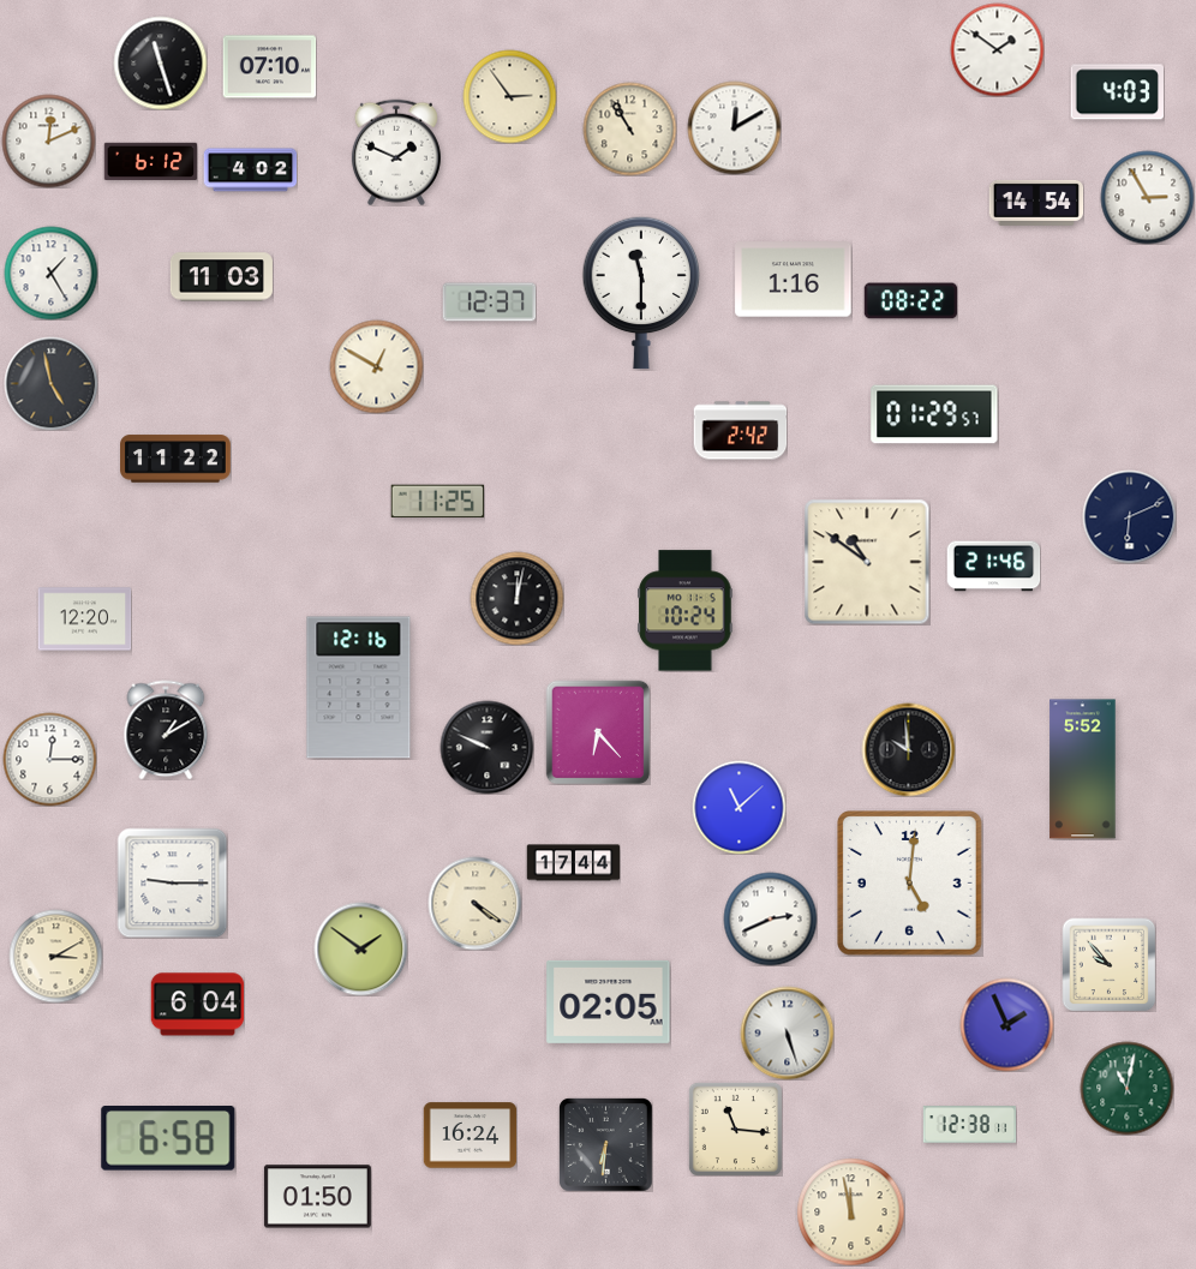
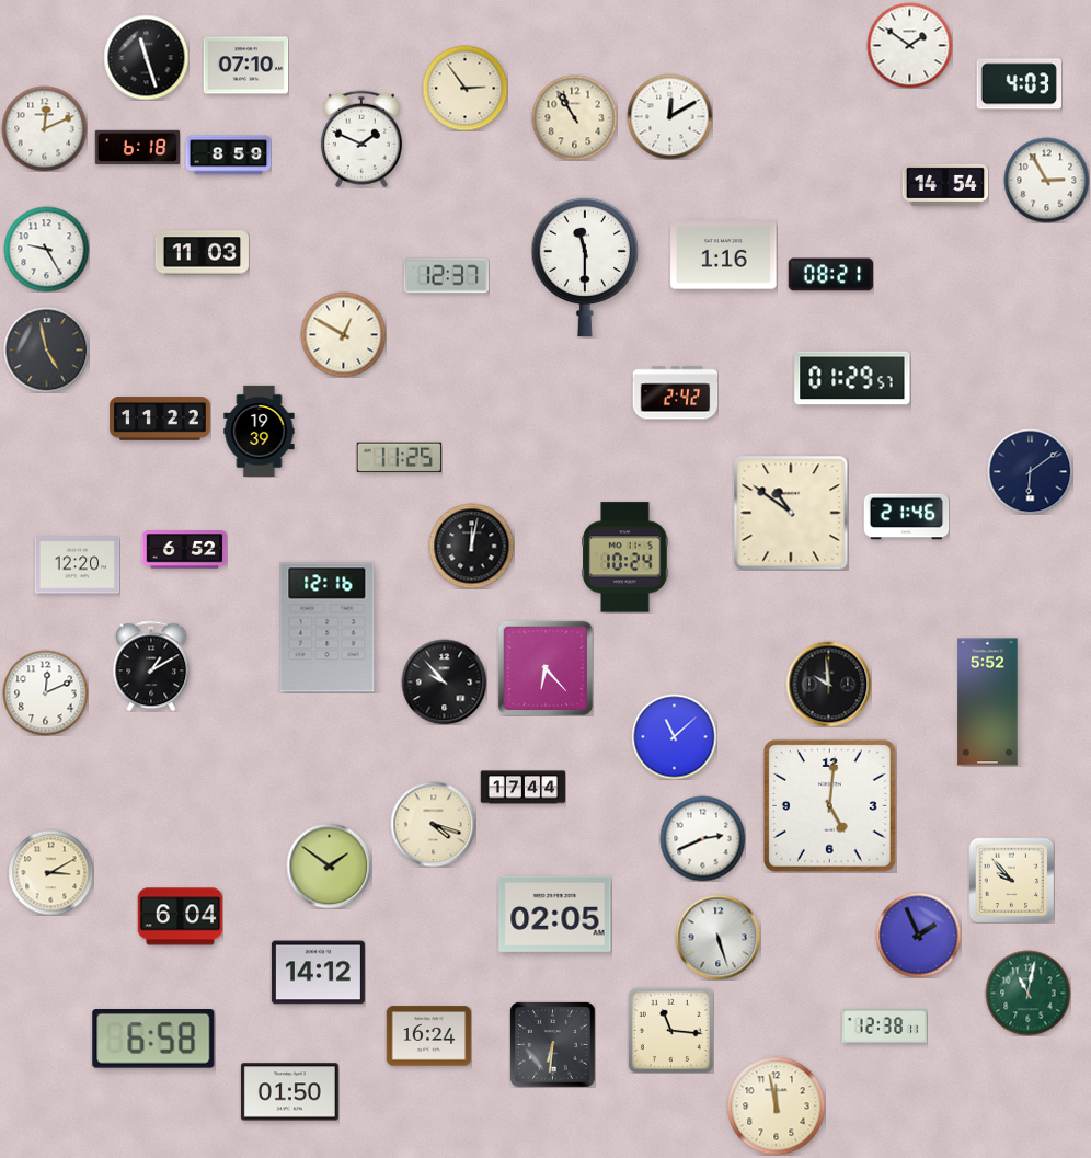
clock at (269, 67) position: (269, 67) -> (245, 66)
clock at (150, 162): 6:12 -> 6:18
clock at (250, 170): 4:02 -> 8:59
clock at (50, 273): 1:25 -> 9:25
clock at (910, 301): 08:22 -> 08:21
clock at (260, 431): none -> 19:39
clock at (1129, 516): 6:11 -> 6:09
clock at (184, 550): none -> 6:52
clock at (486, 747): 9:49 -> 9:53
clock at (49, 759): 12:15 -> 12:11
clock at (172, 882): 9:15 -> none
clock at (474, 903): 4:21 -> 4:18
clock at (787, 1032) position: (787, 1032) -> (717, 937)
clock at (318, 973): none -> 14:12
